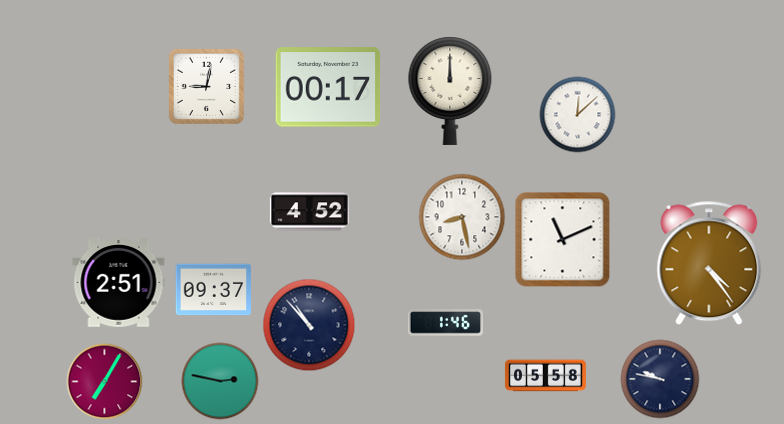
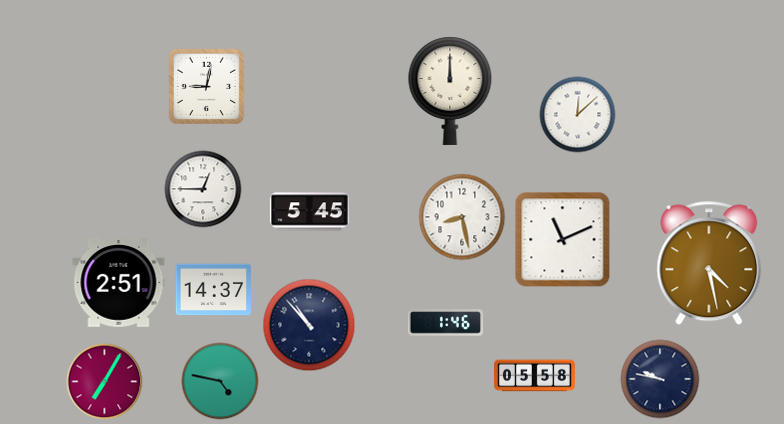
clock at (328, 87): 00:17 -> none
clock at (203, 189): none -> 12:45
clock at (309, 212): 4:52 -> 5:45
clock at (709, 263): 4:24 -> 4:28
clock at (213, 290): 09:37 -> 14:37
clock at (546, 376) position: (546, 376) -> (535, 376)
clock at (220, 381): 2:47 -> 4:47
